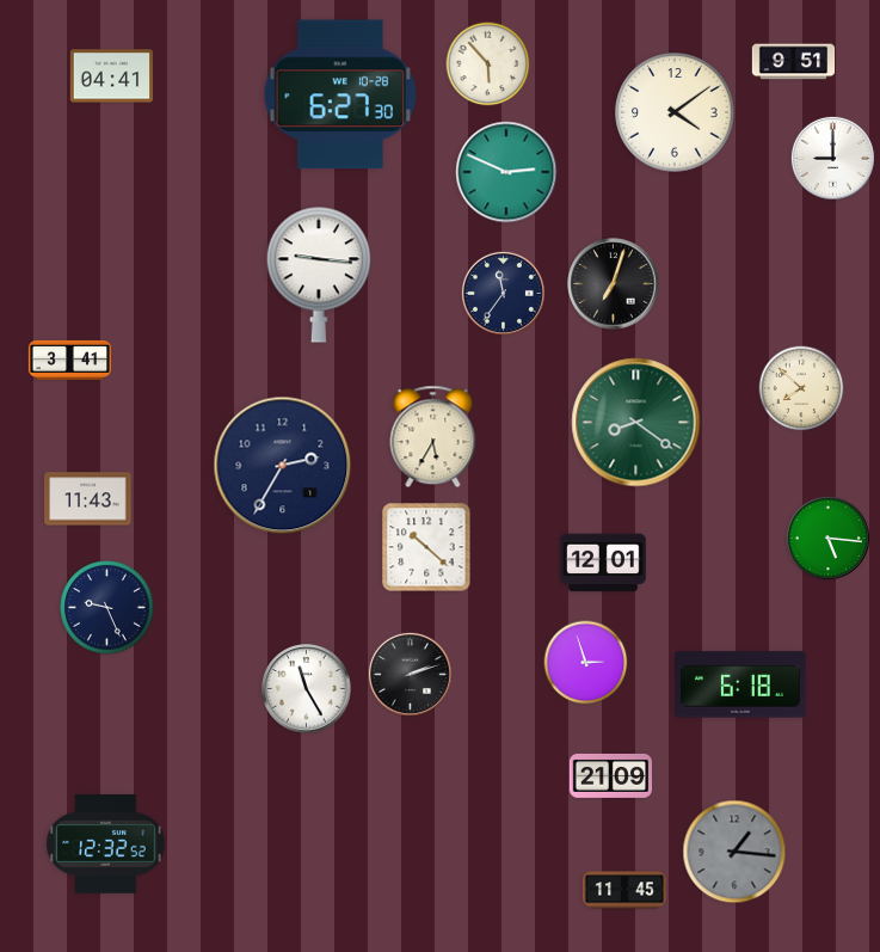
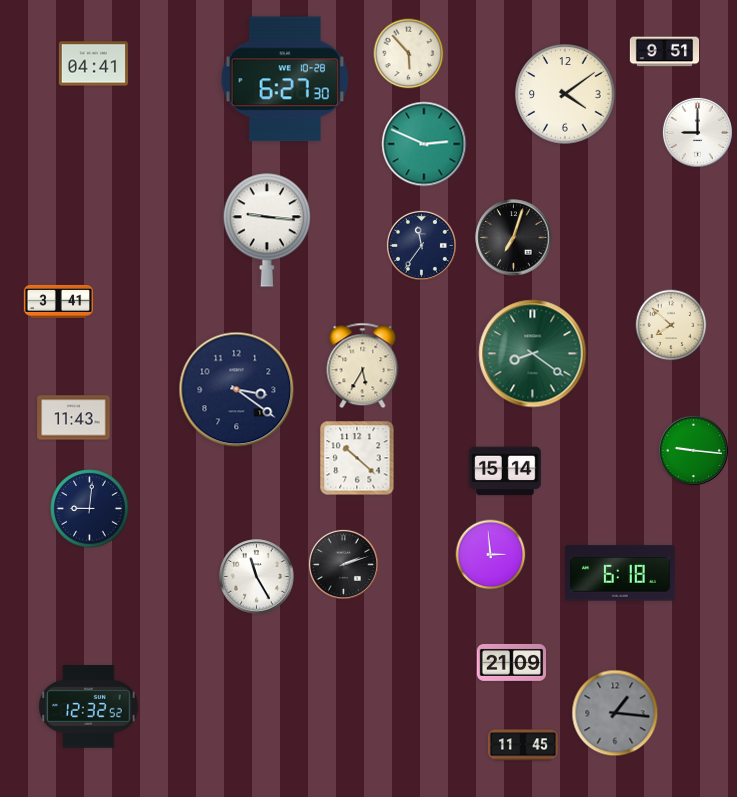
clock at (283, 466): 2:35 -> 3:21
clock at (827, 538): 5:16 -> 9:16
clock at (603, 563): 12:01 -> 15:14
clock at (107, 608): 9:26 -> 9:01
clock at (586, 663): 2:57 -> 2:59
clock at (610, 775) position: (610, 775) -> (511, 662)
